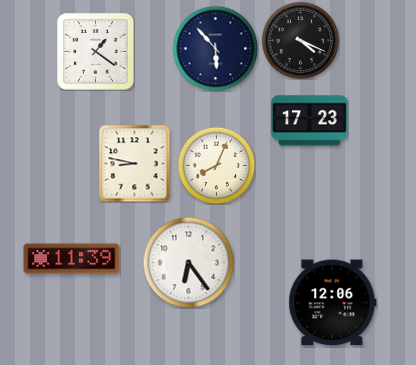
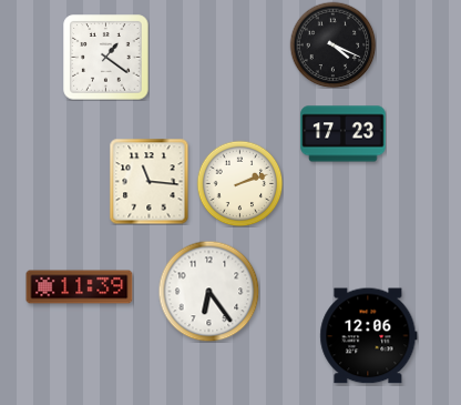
clock at (215, 48): 5:53 -> none
clock at (135, 163): 8:47 -> 11:16
clock at (216, 165): 8:04 -> 2:12
